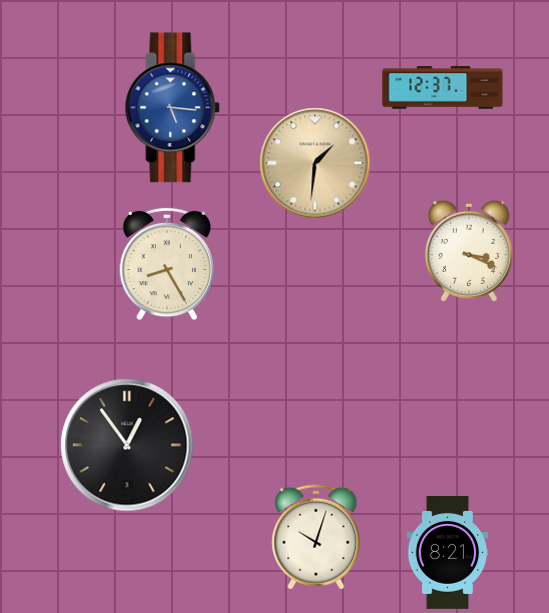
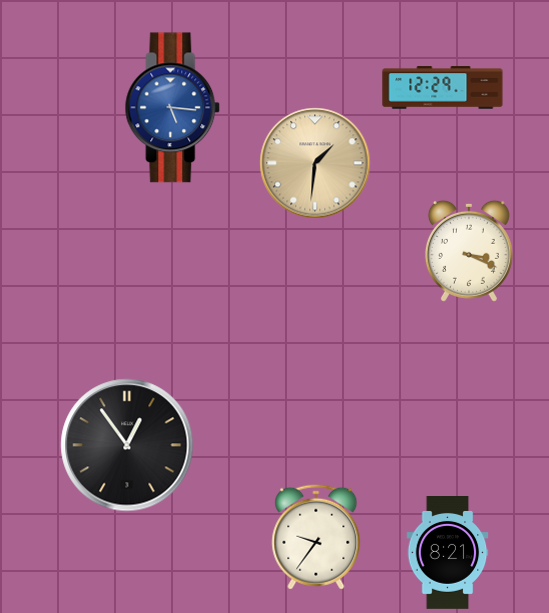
clock at (443, 88): 12:37 -> 12:29
clock at (167, 264): 8:25 -> none
clock at (316, 537): 10:03 -> 9:36
